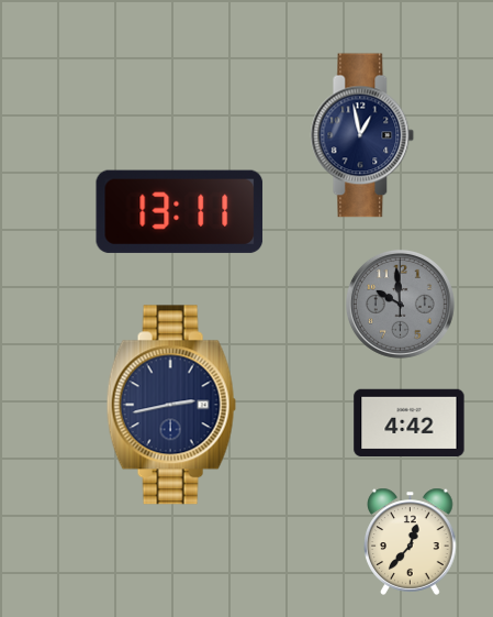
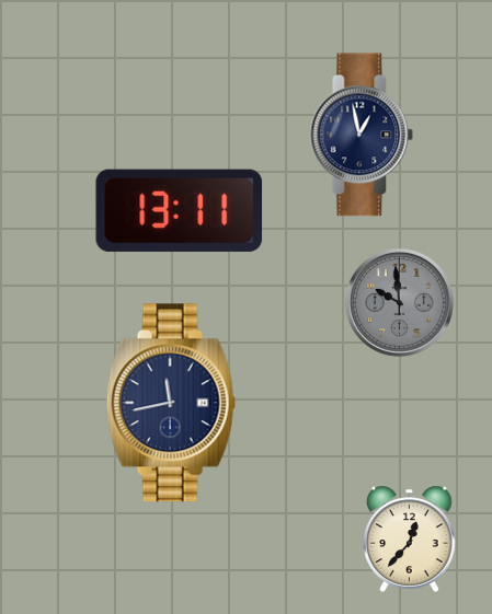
clock at (171, 405): 2:43 -> 11:43
clock at (410, 423): 4:42 -> none
